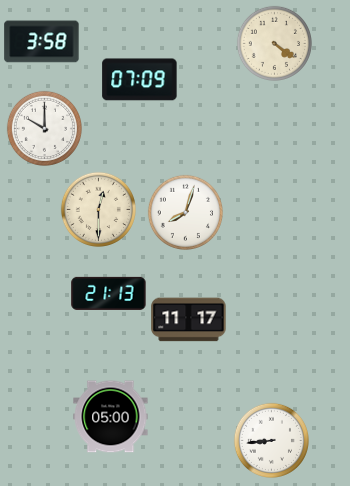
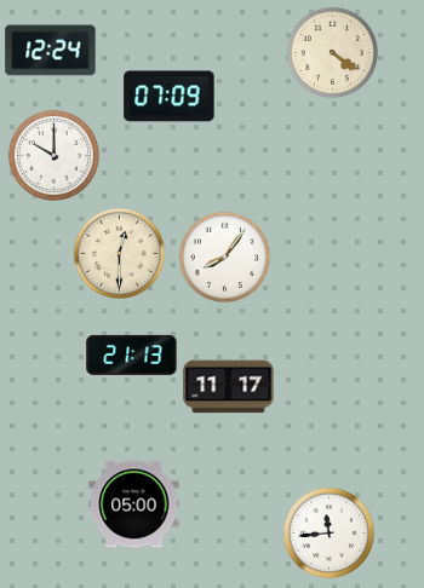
clock at (42, 42): 3:58 -> 12:24
clock at (185, 212): 8:03 -> 8:06
clock at (271, 440): 8:44 -> 11:44
